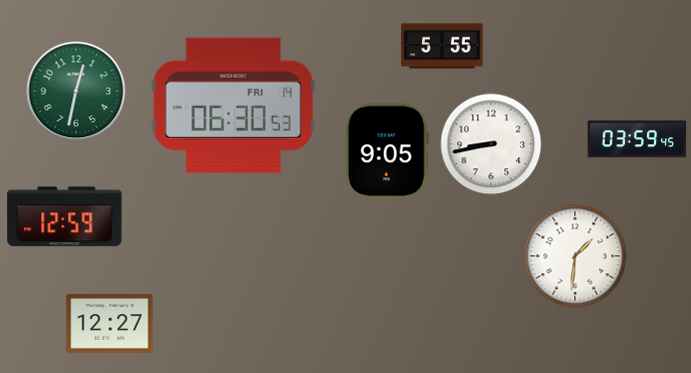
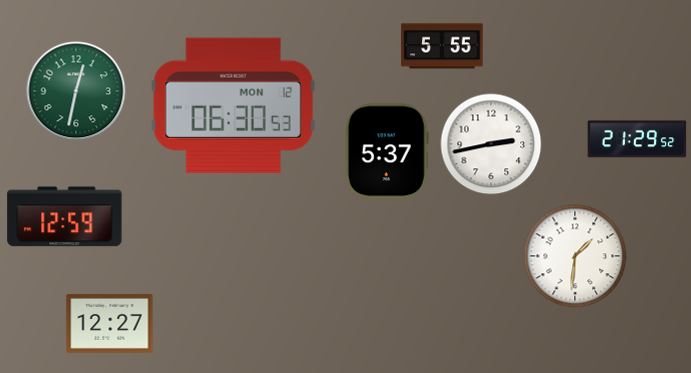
clock at (233, 105) date: FRI 14 -> MON 12
clock at (637, 139): 03:59 -> 21:29
clock at (491, 144): 8:43 -> 2:43
clock at (387, 151): 9:05 -> 5:37
